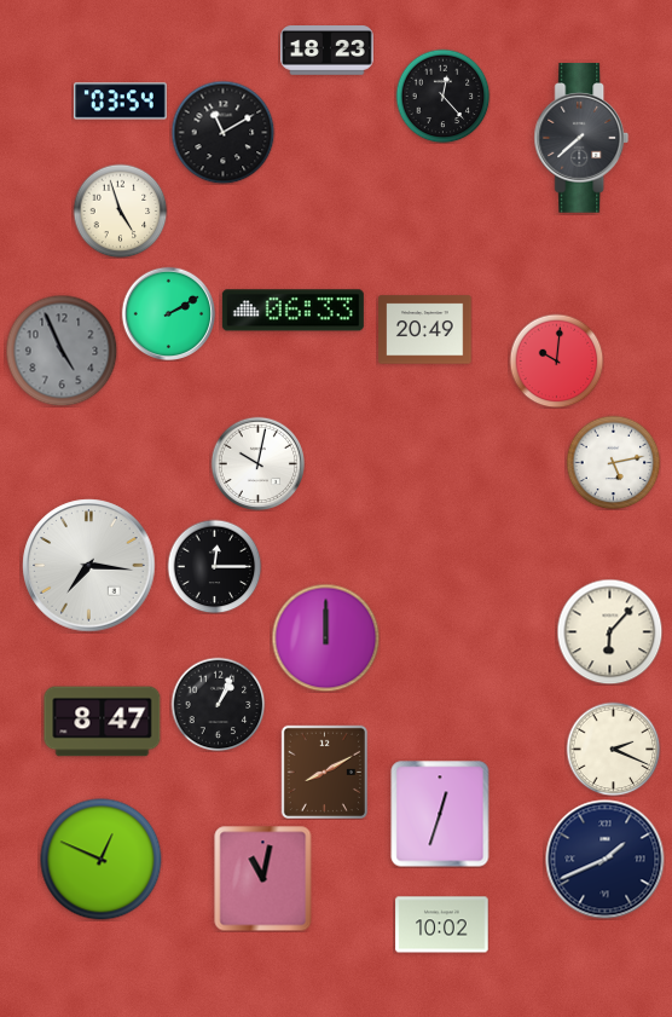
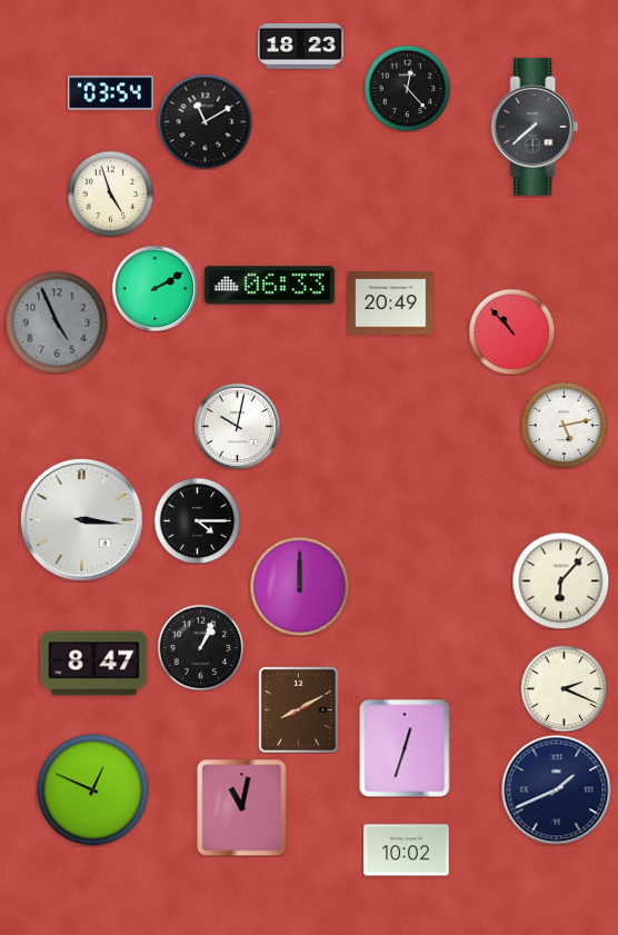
clock at (556, 360): 10:01 -> 10:53
clock at (89, 566): 7:16 -> 3:16
clock at (214, 566): 12:15 -> 4:15
